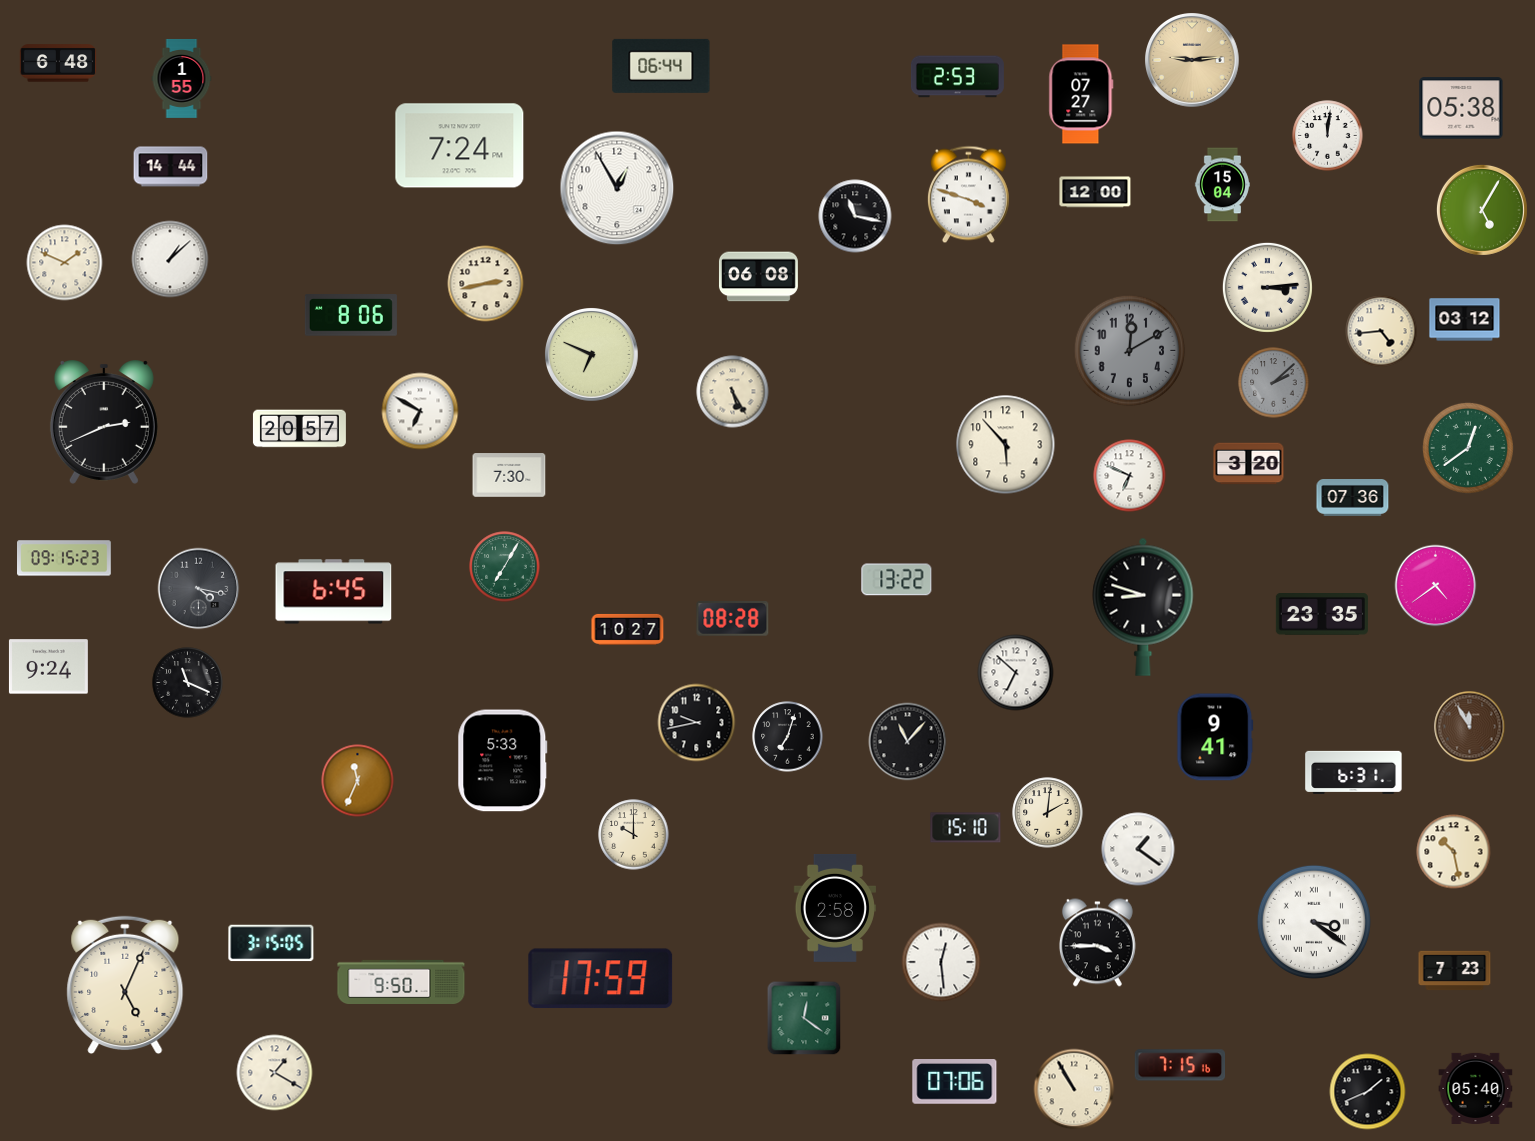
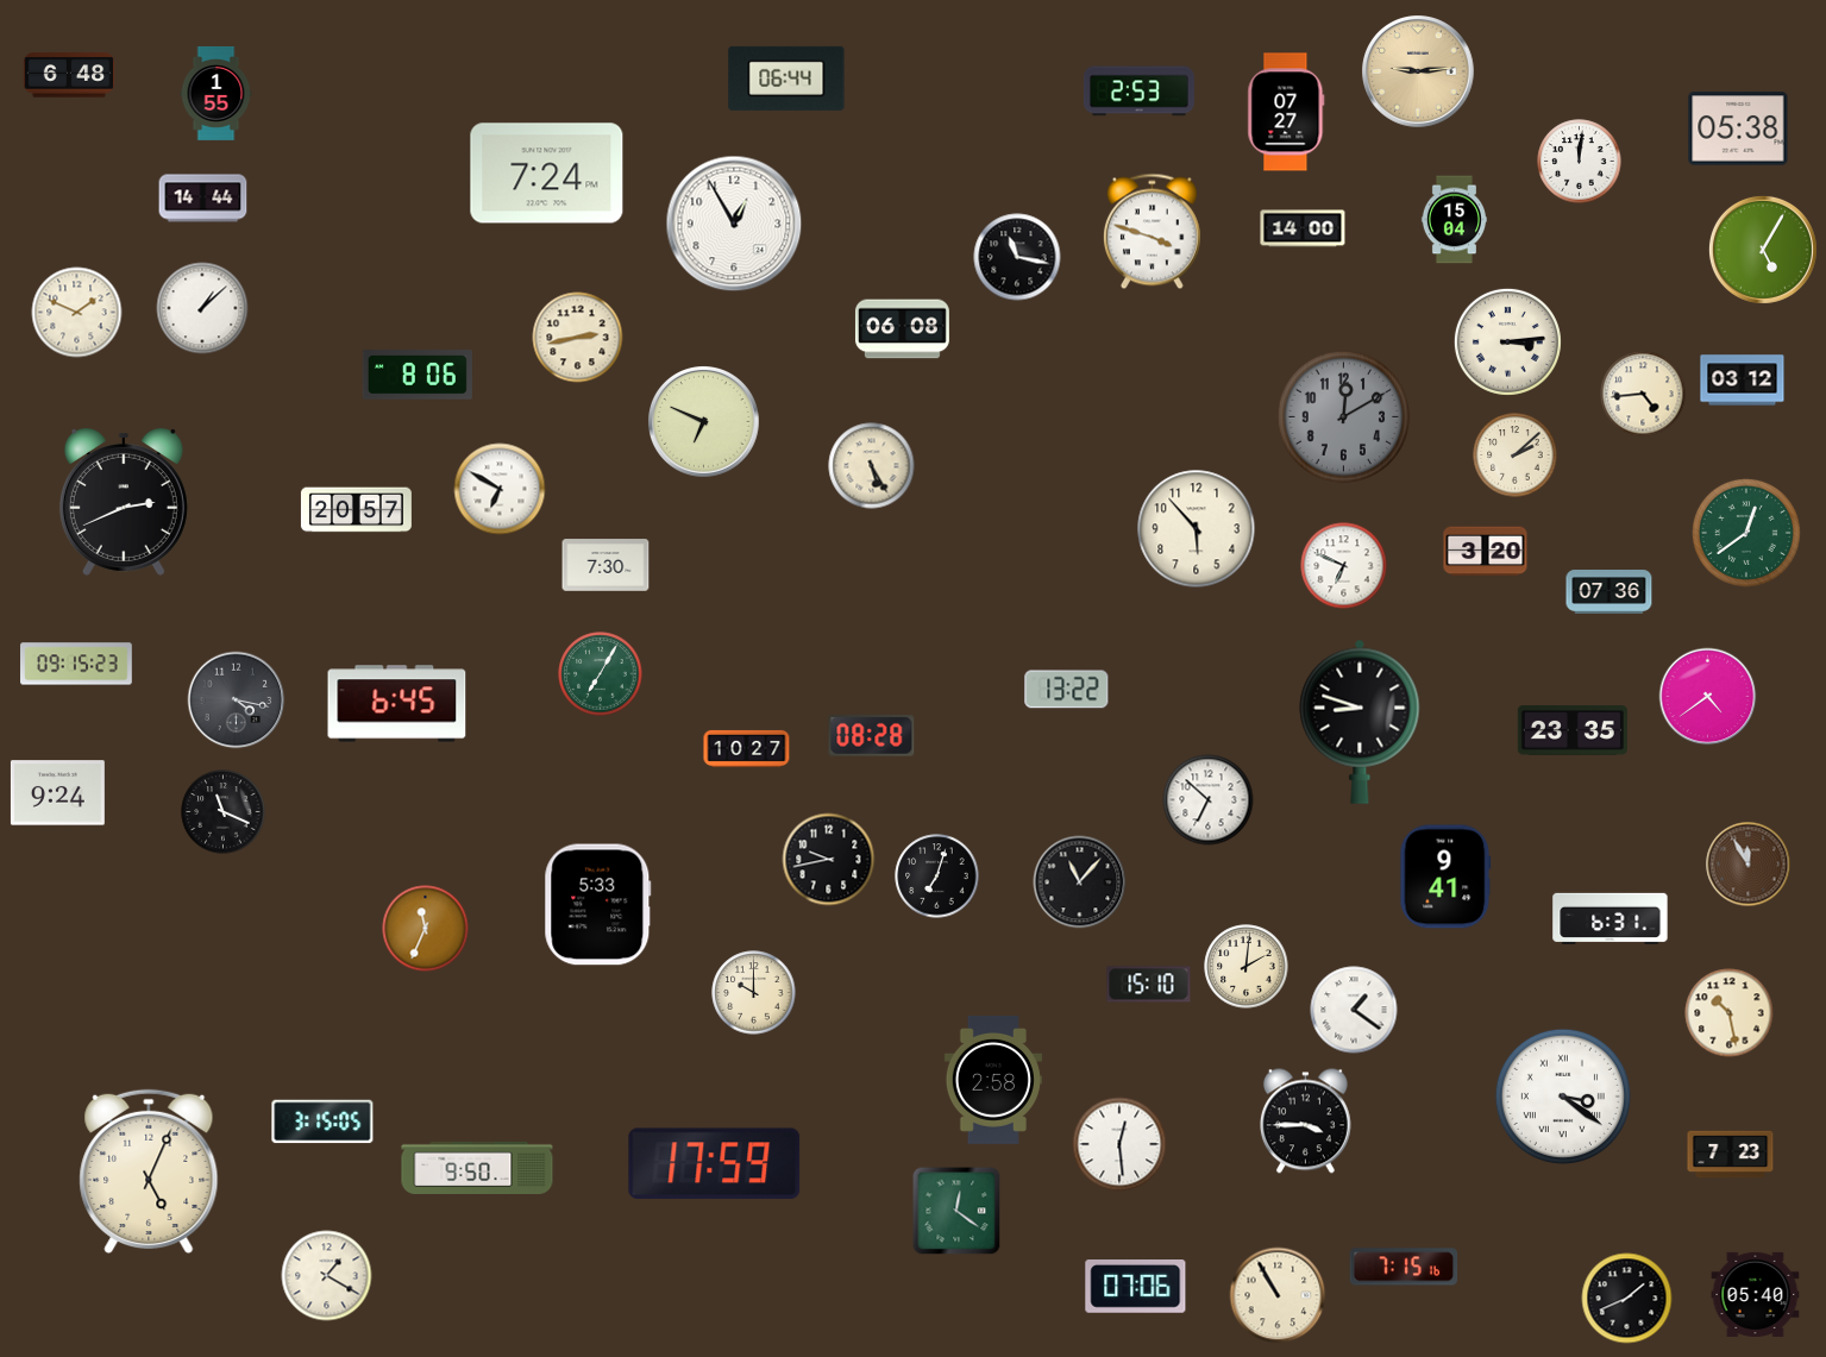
clock at (1095, 192): 12:00 -> 14:00
clock at (1274, 383) dial: grey -> cream
